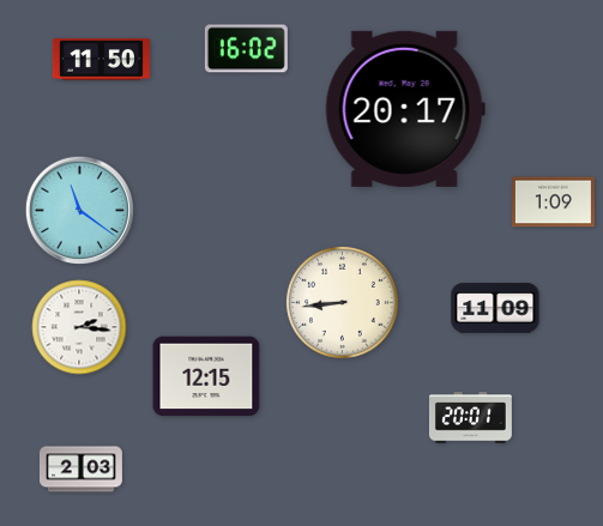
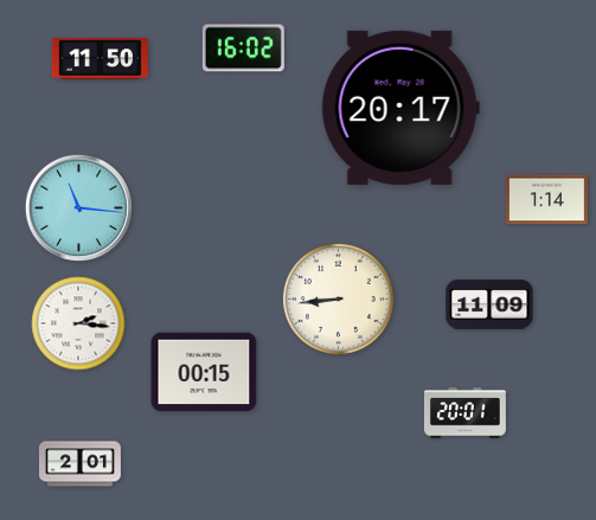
clock at (553, 202): 1:09 -> 1:14
clock at (79, 210): 11:21 -> 11:16
clock at (206, 376): 12:15 -> 00:15
clock at (80, 470): 2:03 -> 2:01
